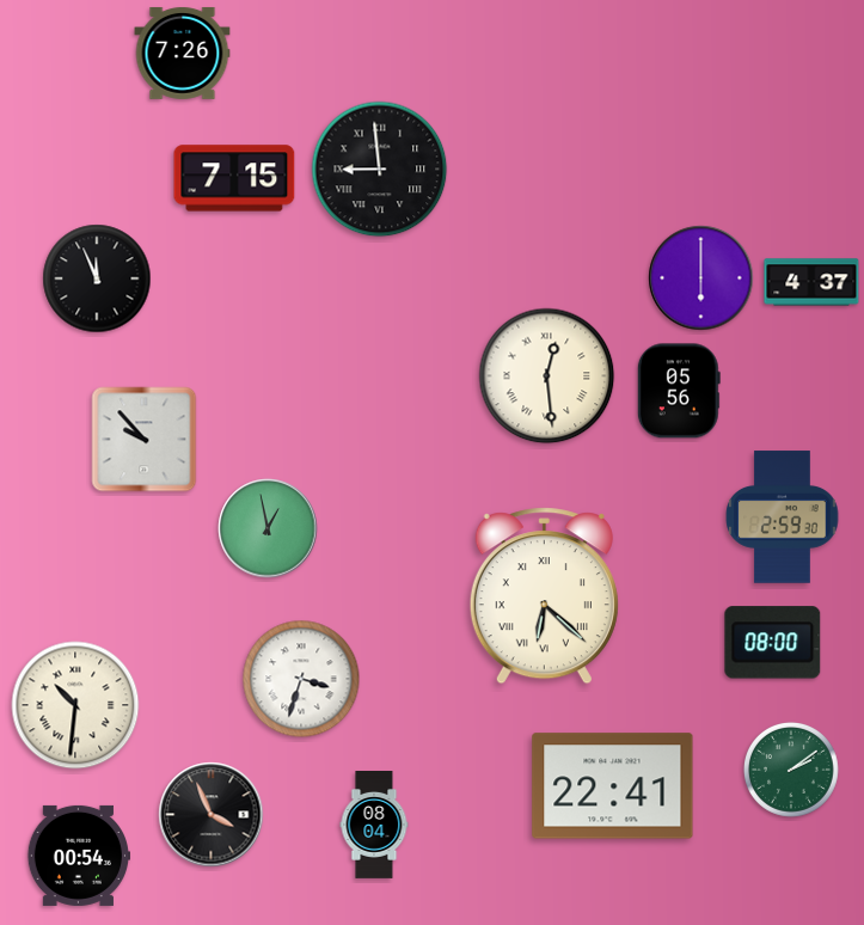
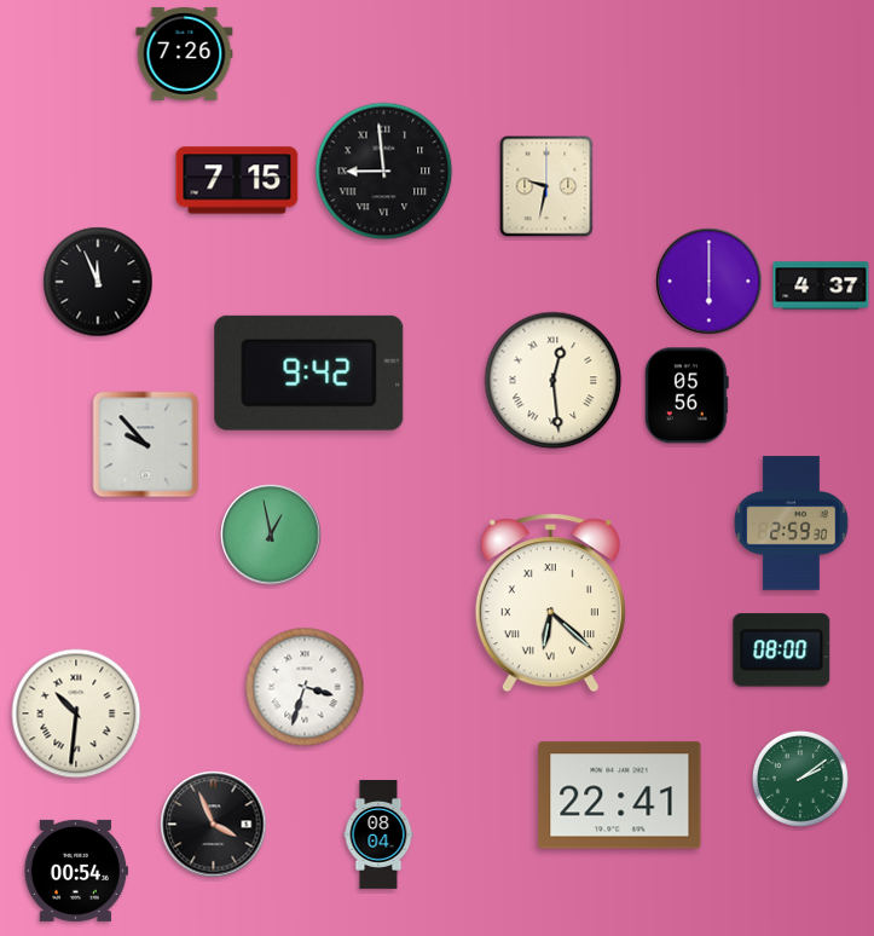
clock at (546, 186): none -> 9:32
clock at (309, 372): none -> 9:42
clock at (78, 856) position: (78, 856) -> (75, 871)
